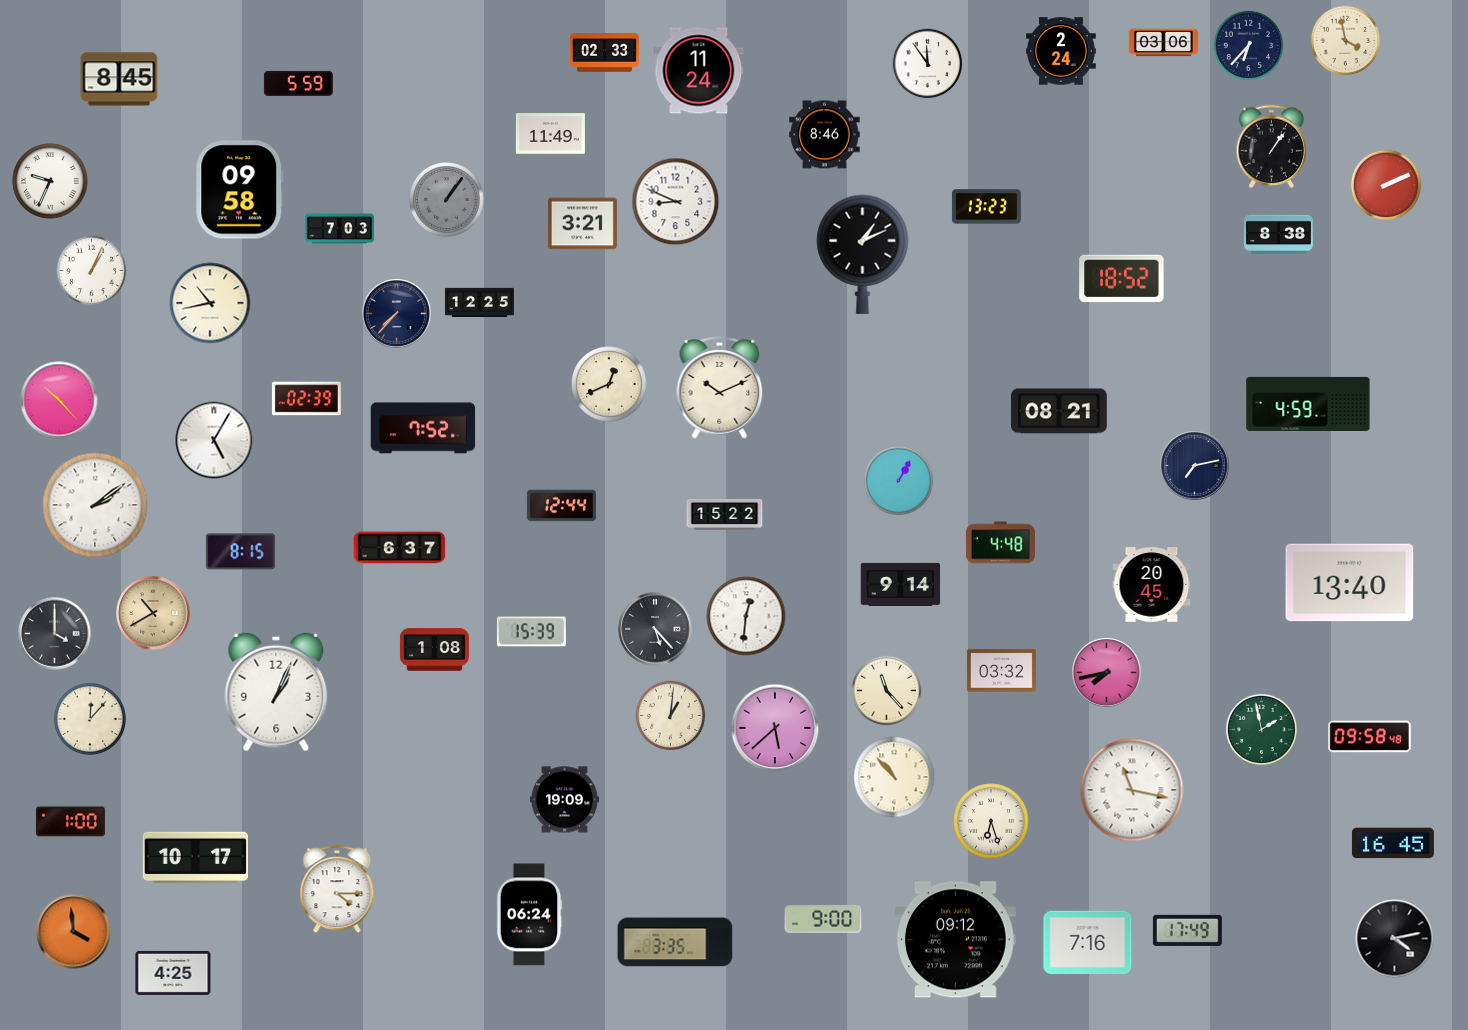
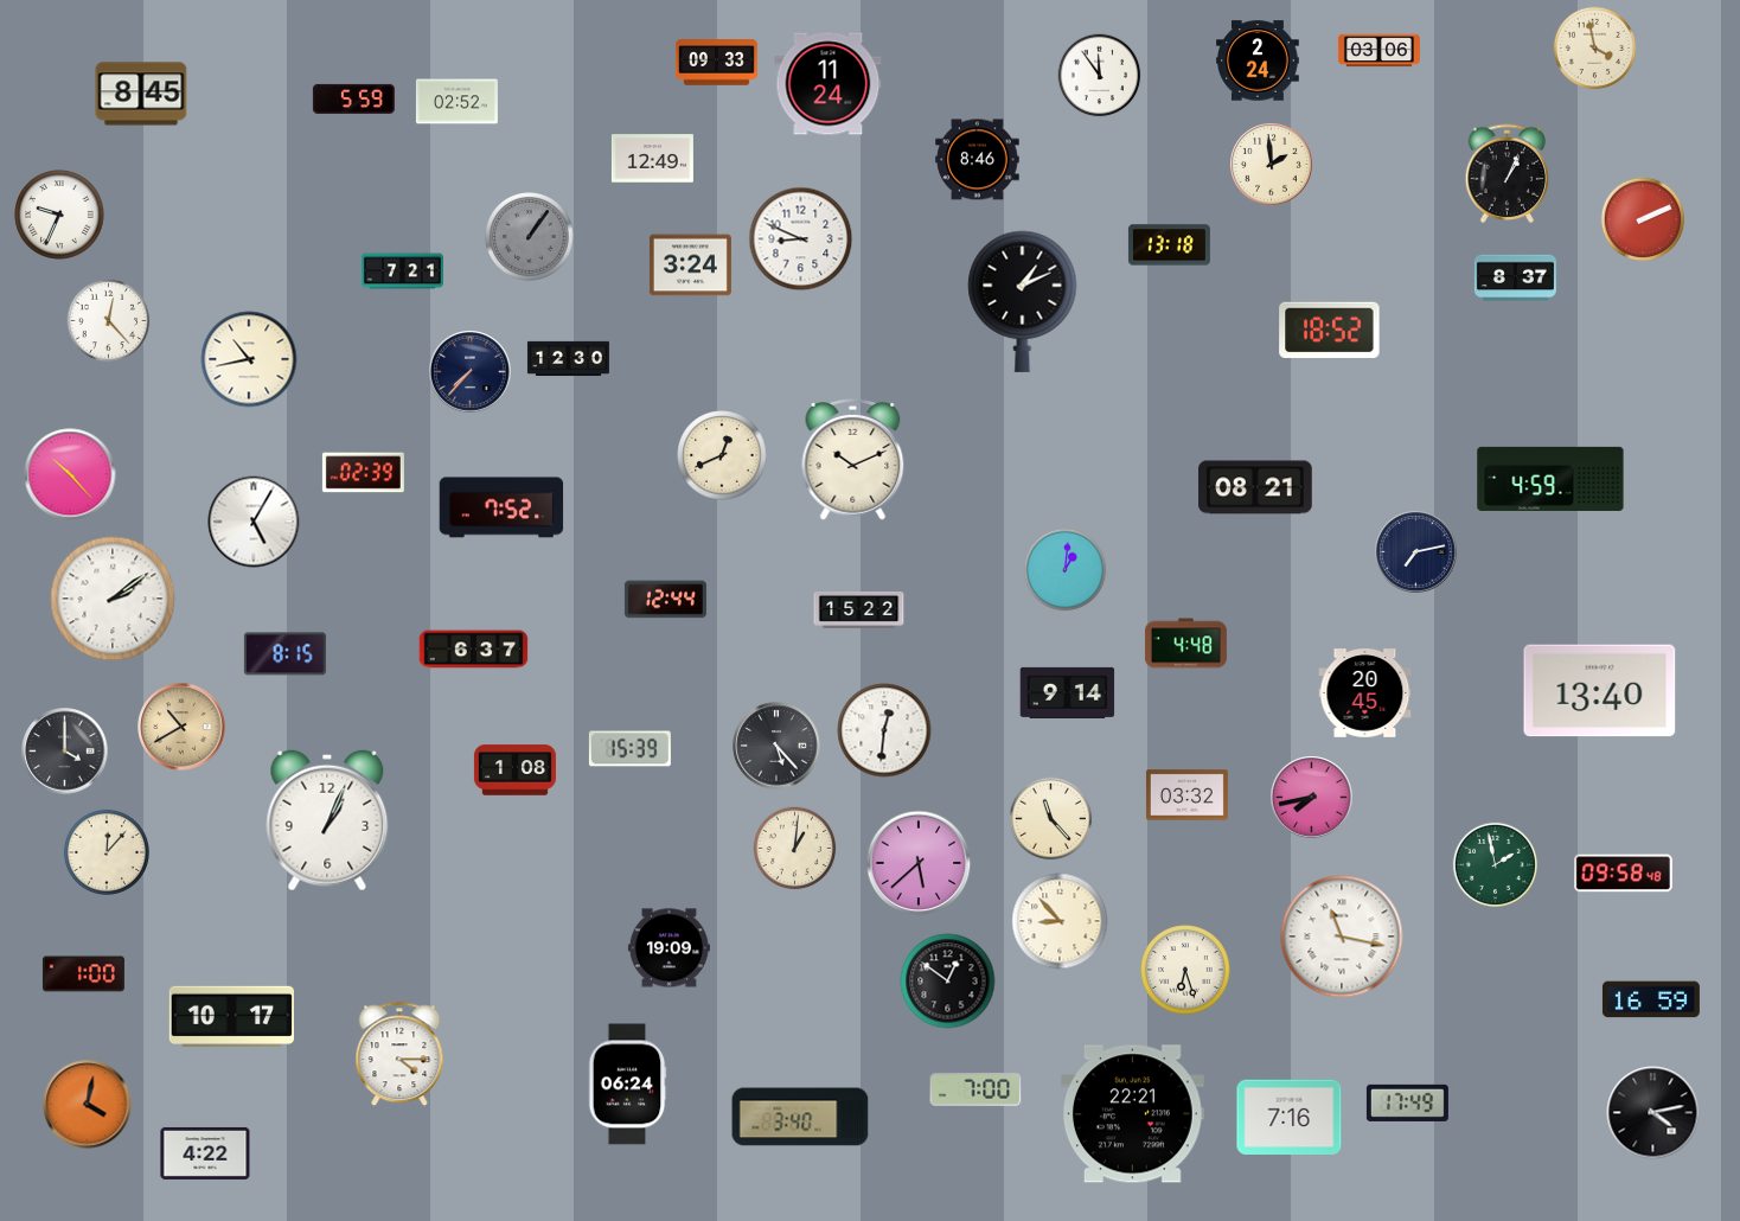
clock at (1249, 46): 6:37 -> none
clock at (604, 53): 02:33 -> 09:33
clock at (456, 102): none -> 02:52
clock at (550, 134): 11:49 -> 12:49
clock at (1272, 165): none -> 1:59
clock at (1272, 147): 1:06 -> 1:04
clock at (240, 190): 09:58 -> none
clock at (986, 207): 13:23 -> 13:18
clock at (582, 224): 3:21 -> 3:24
clock at (339, 229): 7:03 -> 7:21
clock at (1278, 235): 8:38 -> 8:37
clock at (92, 271): 1:04 -> 12:23
clock at (479, 303): 12:25 -> 12:30
clock at (899, 481): 1:05 -> 1:01
clock at (894, 777): 10:53 -> 8:53
clock at (991, 821) position: (991, 821) -> (1185, 970)
clock at (948, 982): none -> 12:51
clock at (1393, 843): 16:45 -> 16:59
clock at (823, 919): 9:00 -> 7:00
clock at (74, 932): 3:59 -> 4:02
clock at (956, 940): 09:12 -> 22:21
clock at (675, 942): 3:35 -> 3:40
clock at (173, 973): 4:25 -> 4:22
